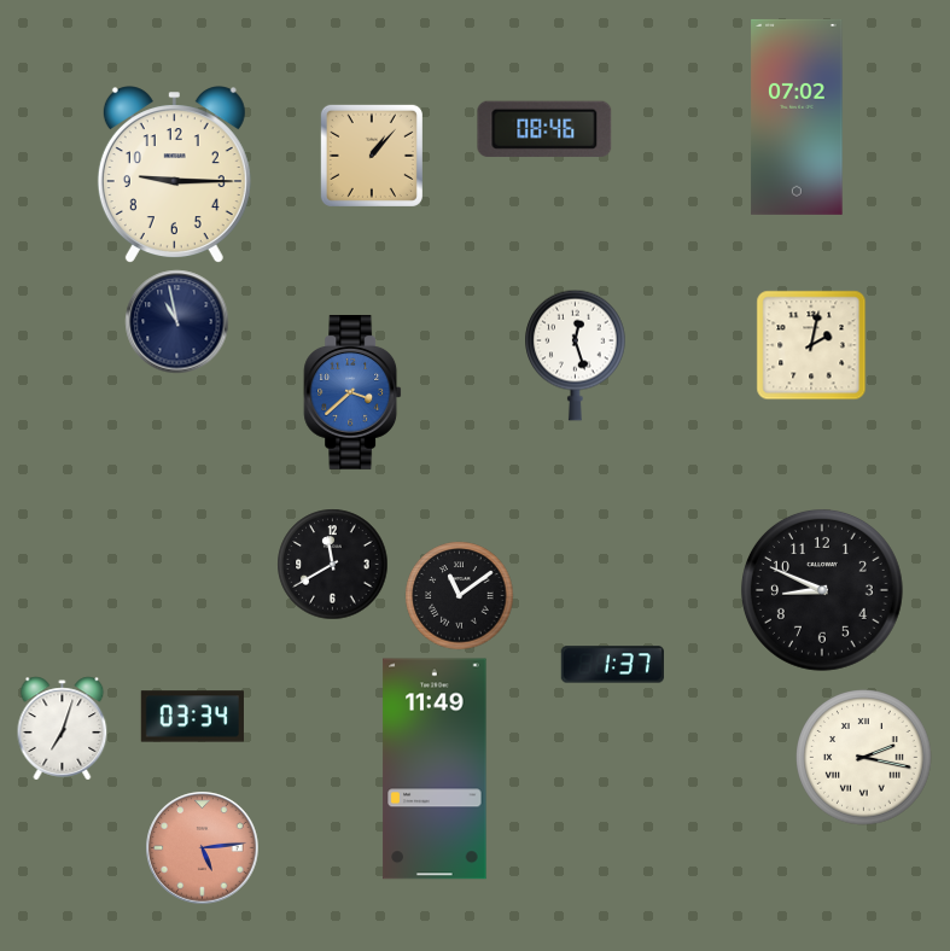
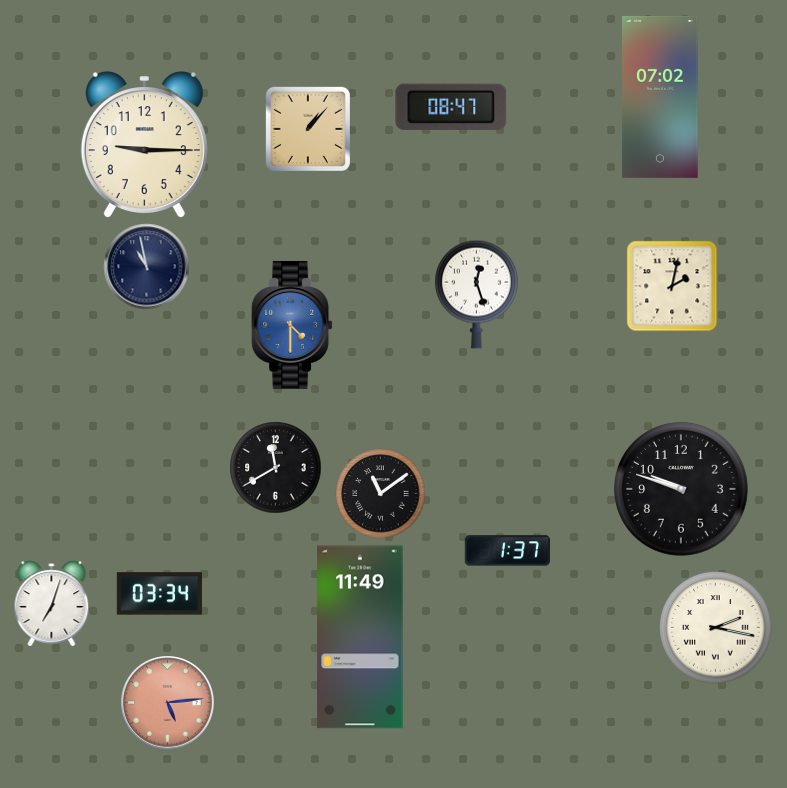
clock at (544, 129): 08:46 -> 08:47
clock at (352, 392): 3:38 -> 4:30
clock at (822, 590): 8:49 -> 9:48
